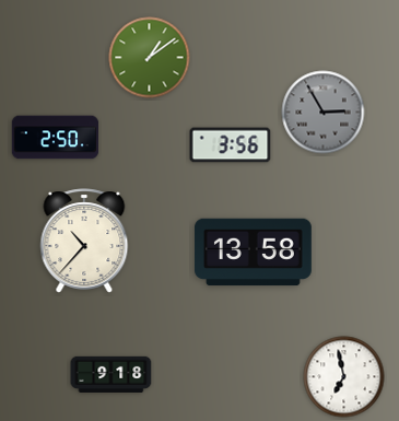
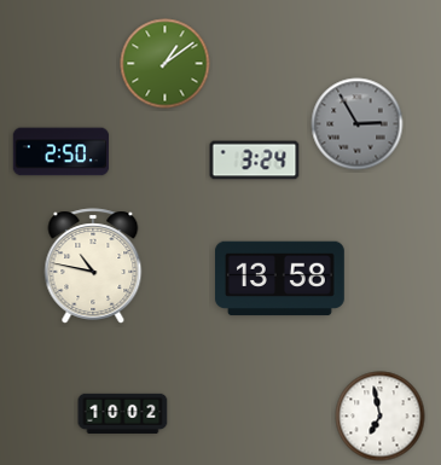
clock at (231, 145): 3:56 -> 3:24
clock at (84, 241): 10:37 -> 10:47
clock at (112, 374): 9:18 -> 10:02
